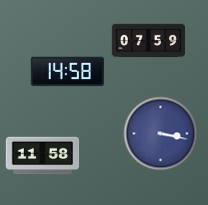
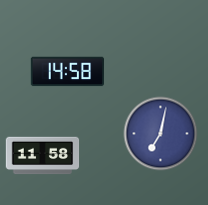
clock at (149, 41): 07:59 -> none
clock at (161, 134): 3:17 -> 7:02
